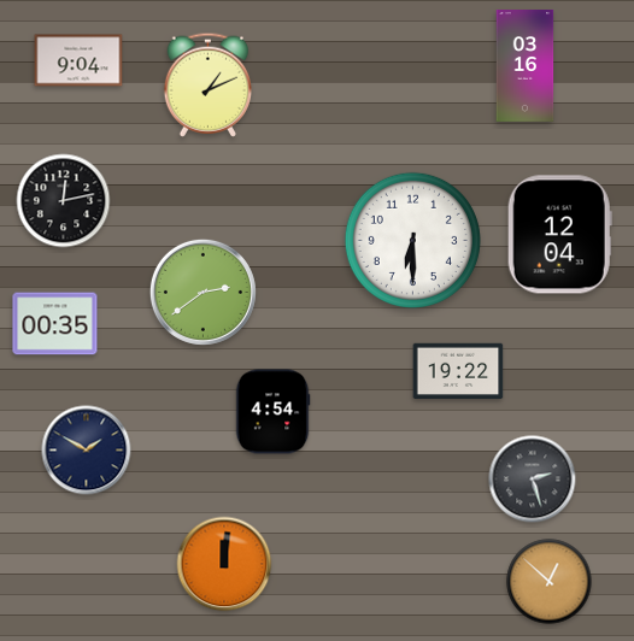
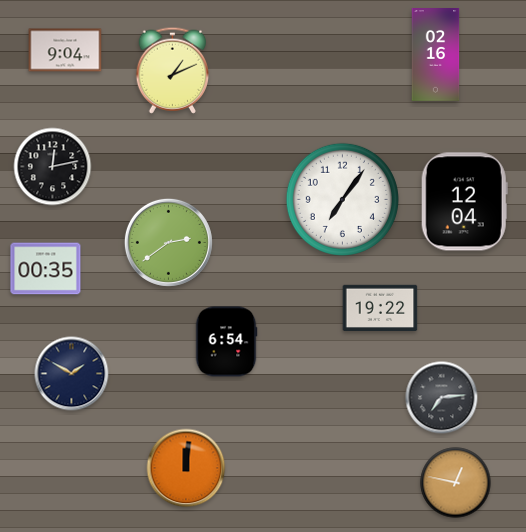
clock at (526, 66): 03:16 -> 02:16
clock at (559, 235) position: (559, 235) -> (464, 202)
clock at (412, 240): 6:30 -> 7:06
clock at (272, 412): 4:54 -> 6:54
clock at (533, 480): 2:27 -> 7:14
clock at (550, 582): 12:52 -> 12:47
